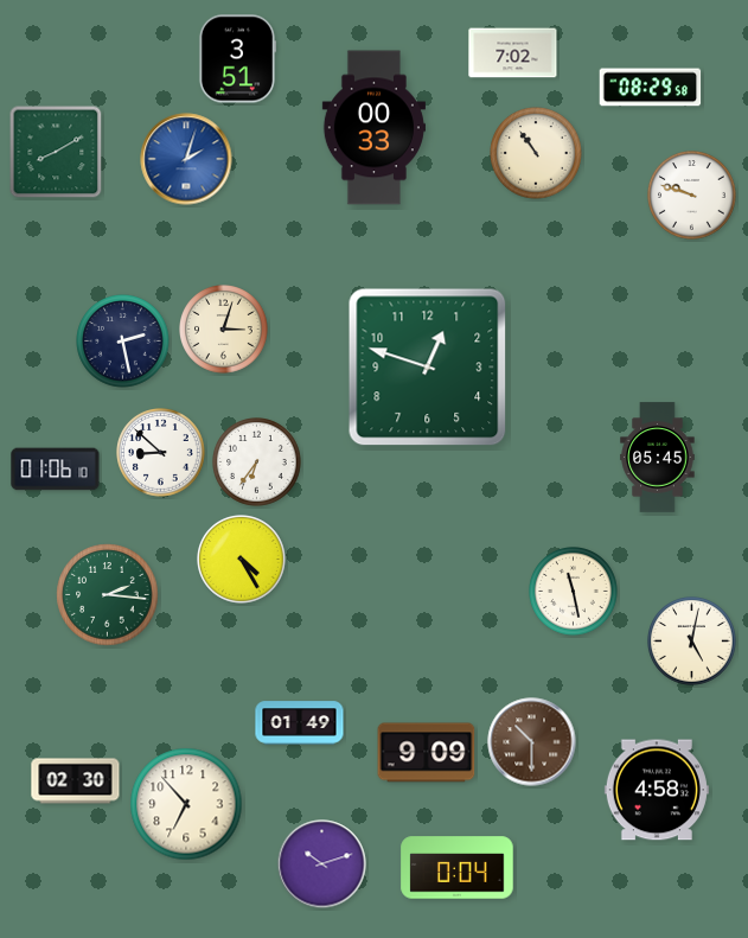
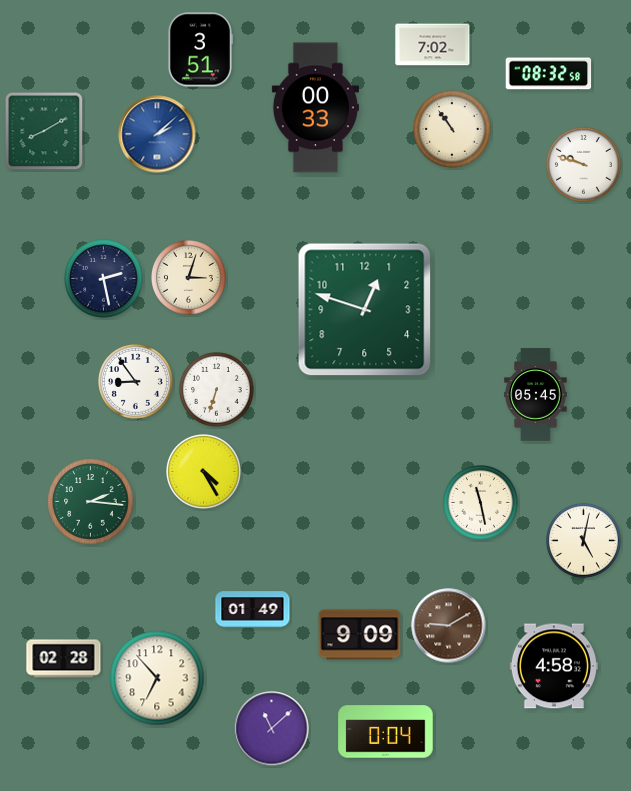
clock at (651, 88): 08:29 -> 08:32
clock at (56, 152) position: (56, 152) -> (44, 131)
clock at (186, 159): 2:03 -> 2:08
clock at (123, 342) position: (123, 342) -> (104, 279)
clock at (428, 368) position: (428, 368) -> (365, 310)
clock at (161, 453): 8:52 -> 8:54
clock at (658, 458) position: (658, 458) -> (536, 395)
clock at (257, 462): 6:36 -> 6:33
clock at (56, 470): 01:06 -> none
clock at (574, 592) position: (574, 592) -> (481, 503)
clock at (532, 742): 10:30 -> 9:10
clock at (76, 781): 02:30 -> 02:28
clock at (322, 864): 10:12 -> 11:08
